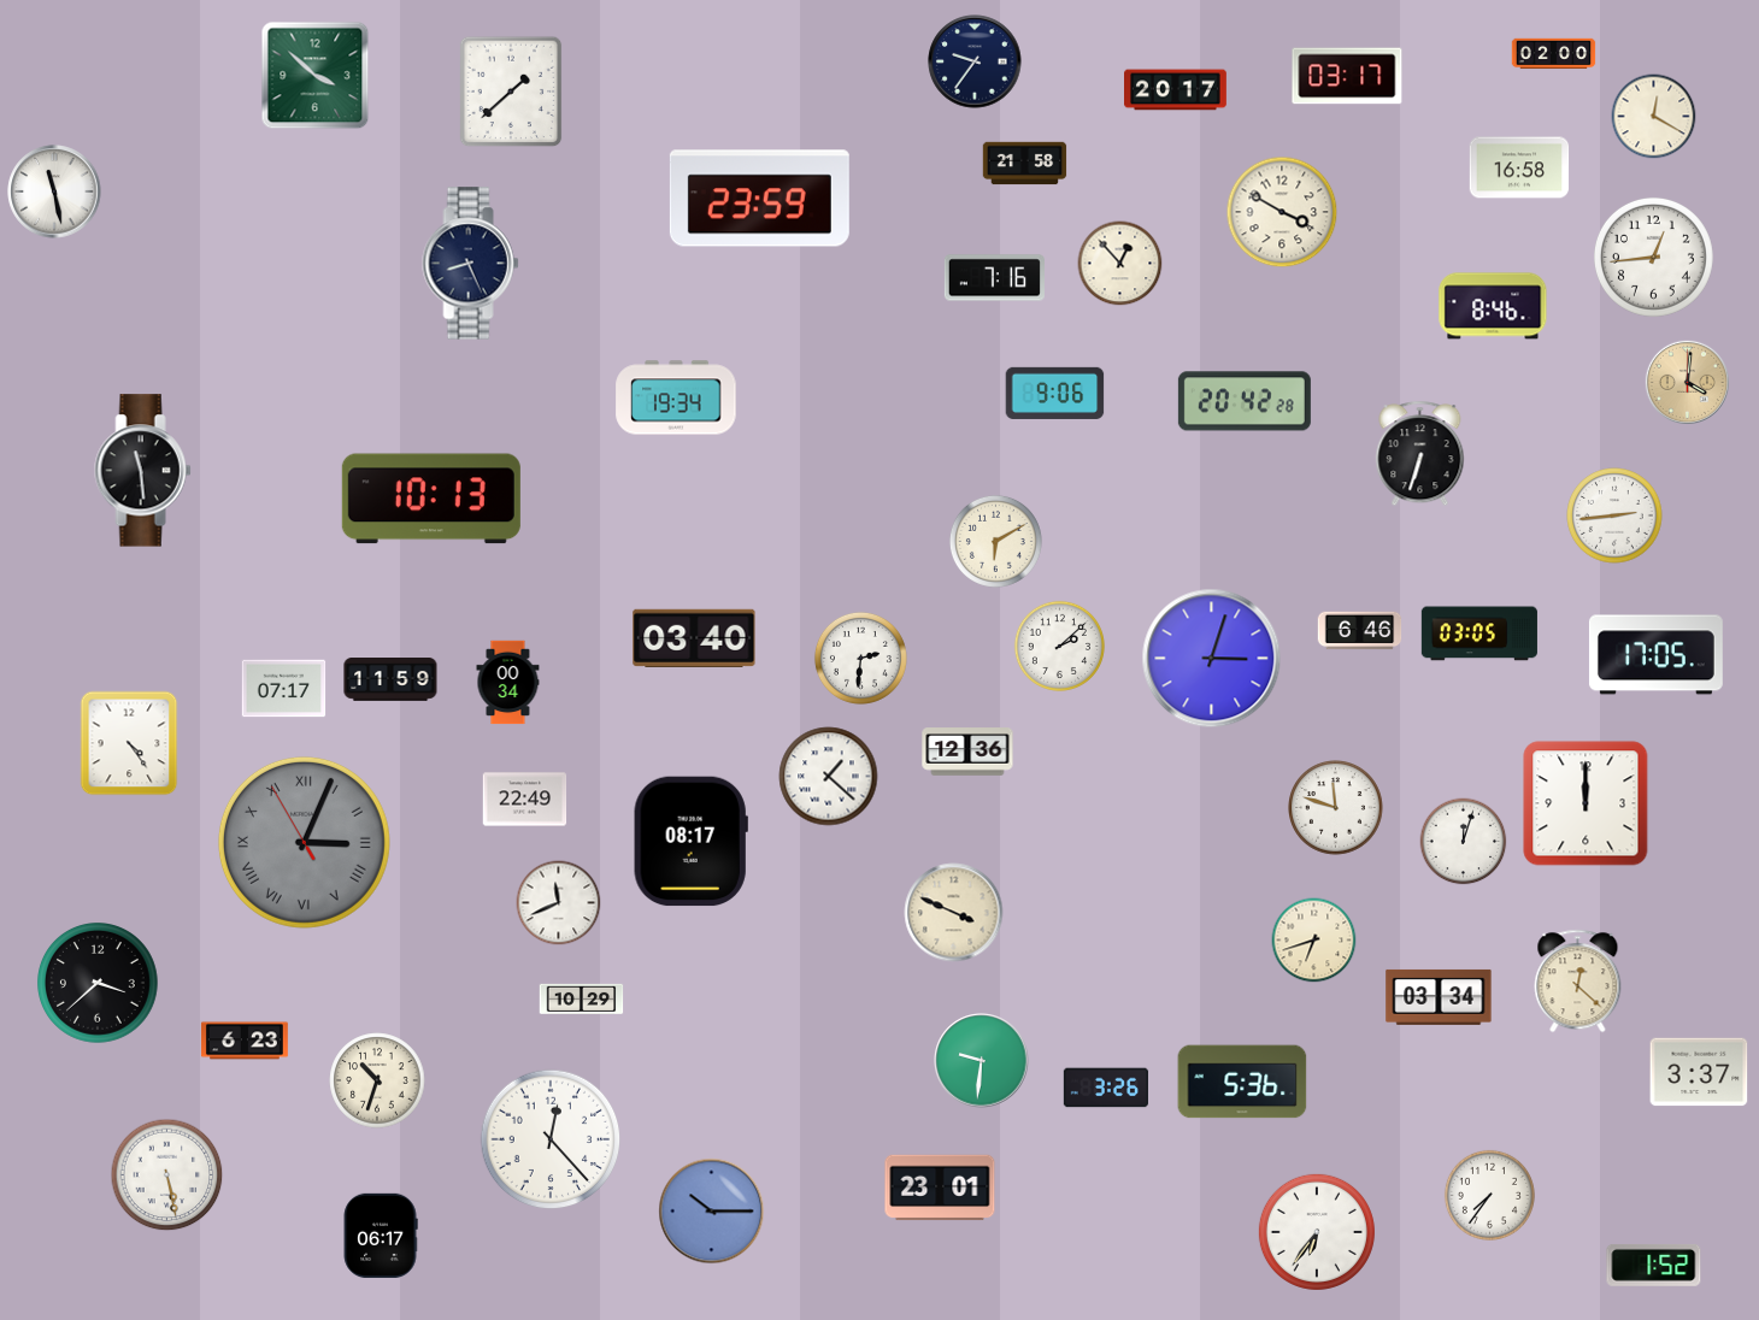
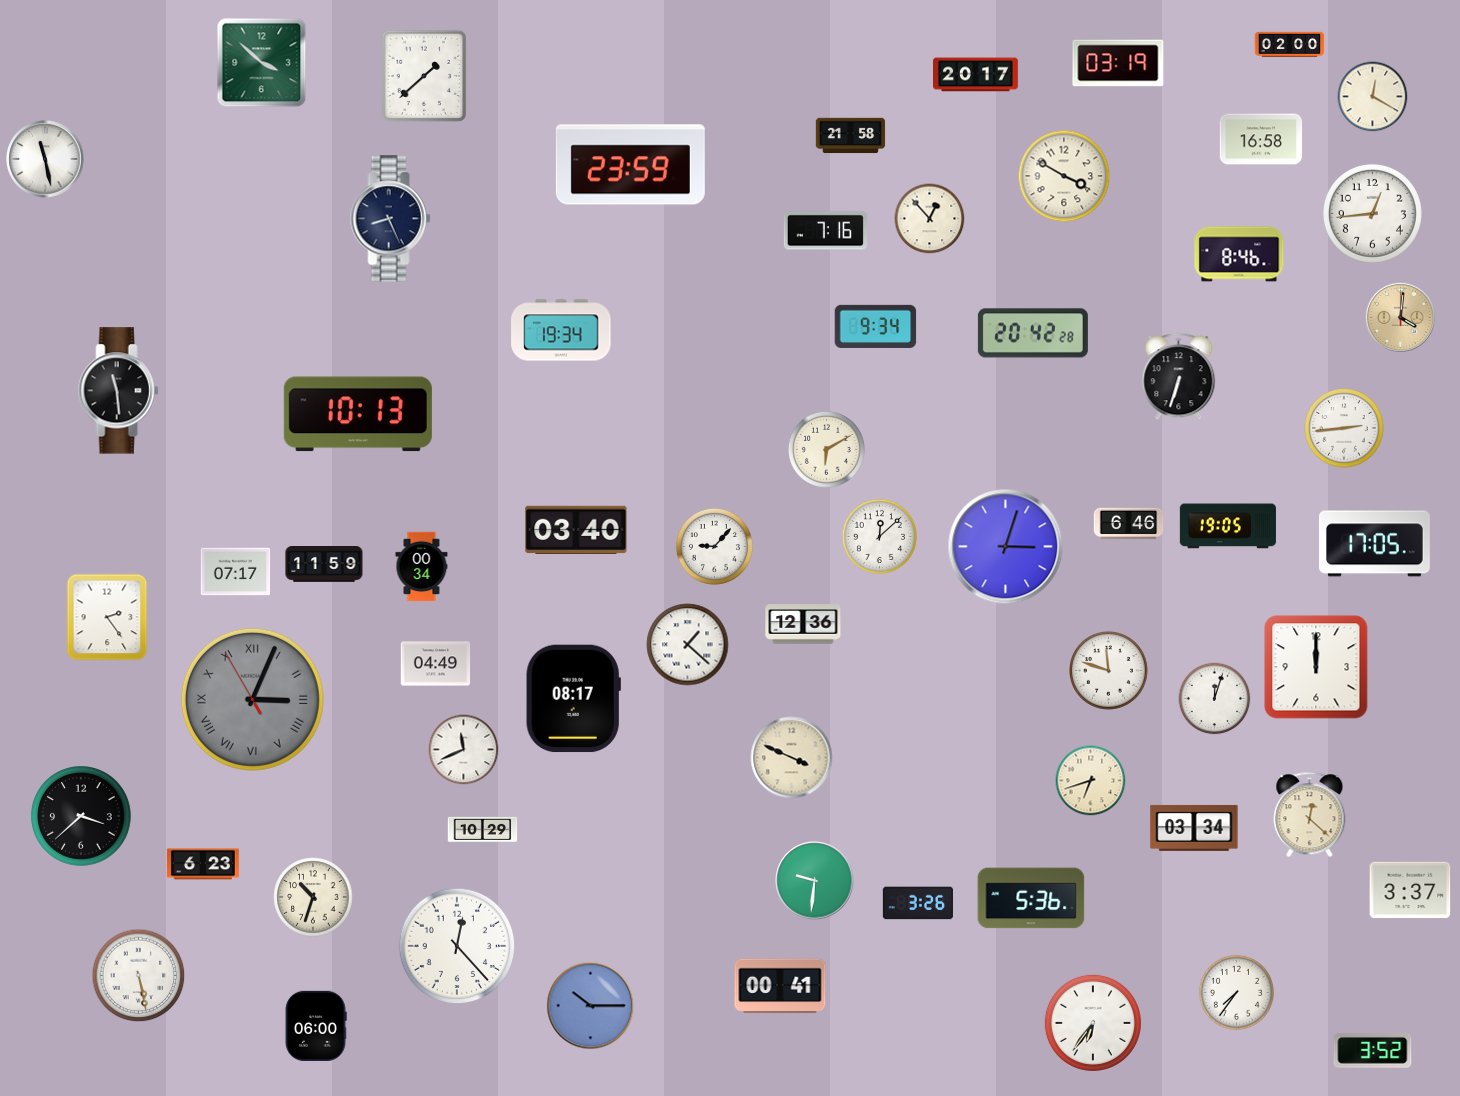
clock at (975, 61): 9:36 -> none
clock at (1347, 76): 03:17 -> 03:19
clock at (1055, 393): 9:06 -> 9:34
clock at (1614, 515) position: (1614, 515) -> (1344, 428)
clock at (1479, 634): 03:05 -> 19:05
clock at (1059, 646): 2:08 -> 12:08
clock at (860, 658): 2:31 -> 9:07
clock at (129, 743): 4:24 -> 2:24
clock at (525, 800): 22:49 -> 04:49
clock at (940, 1188): 23:01 -> 00:41
clock at (381, 1236): 06:17 -> 06:00
clock at (1654, 1265): 1:52 -> 3:52
